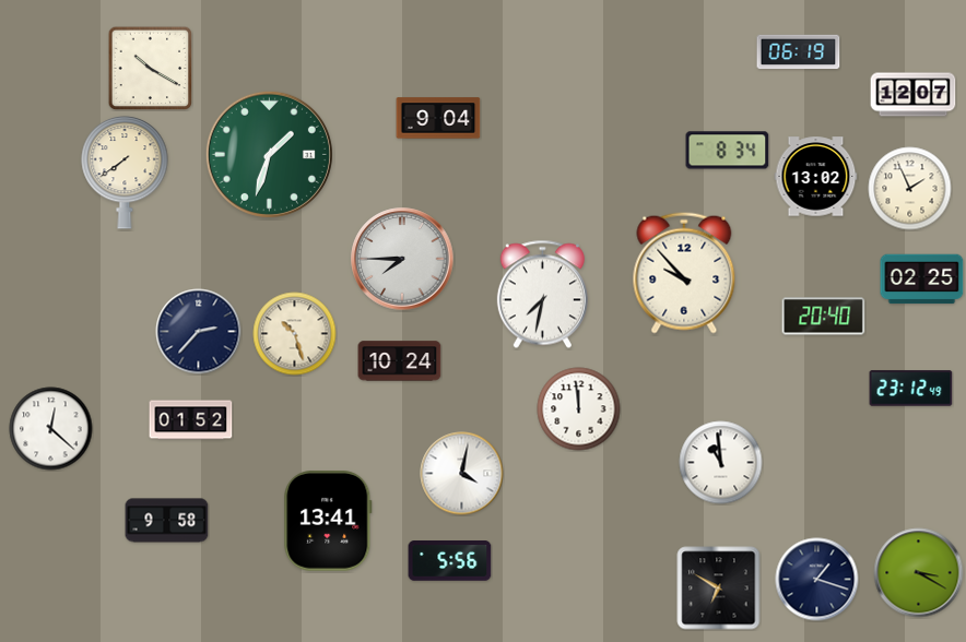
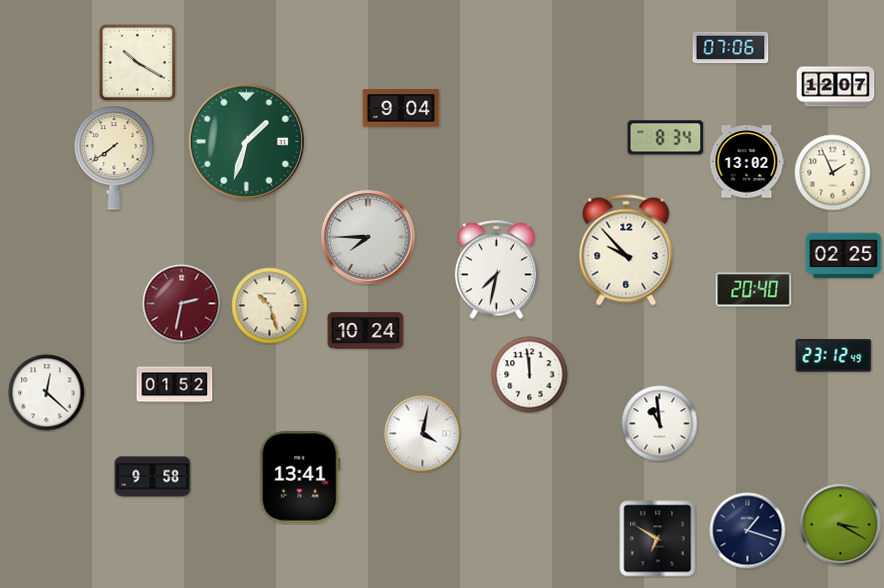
clock at (799, 52): 06:19 -> 07:06
clock at (199, 332): 2:37 -> 2:32
clock at (199, 332) dial: navy -> burgundy
clock at (450, 561): 5:56 -> none
